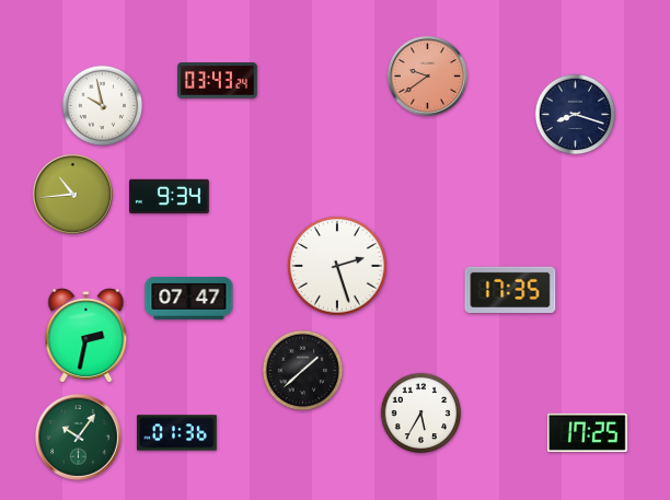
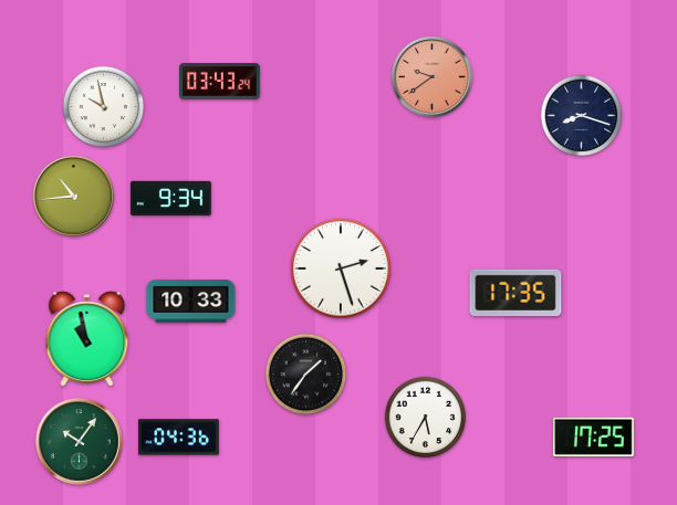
clock at (189, 299): 07:47 -> 10:33
clock at (86, 336): 2:32 -> 10:58
clock at (303, 371): 1:38 -> 1:36
clock at (177, 433): 01:36 -> 04:36
